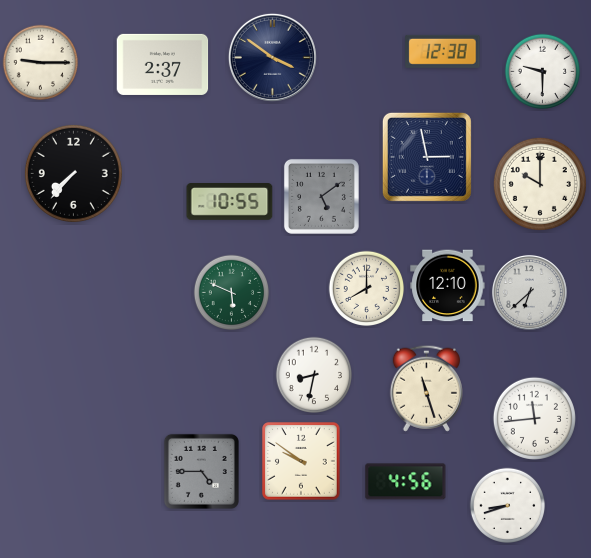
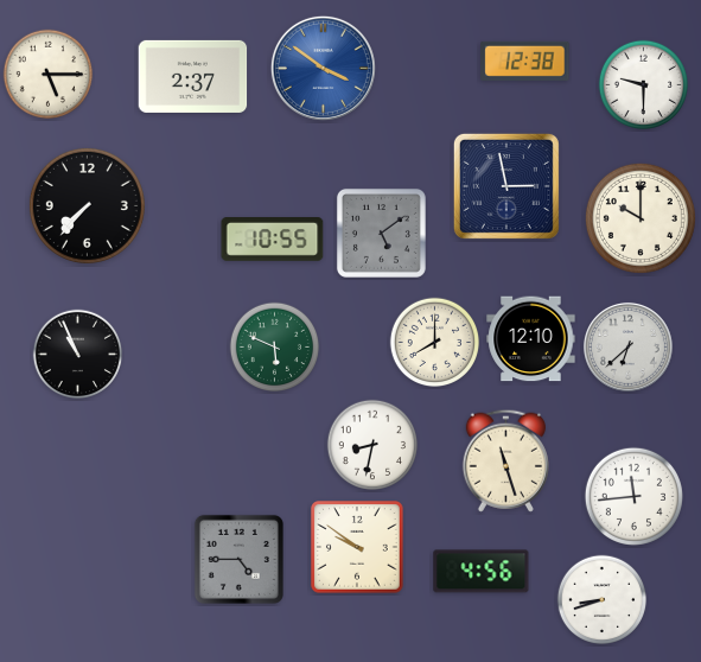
clock at (272, 57) dial: navy -> blue
clock at (41, 63): 9:15 -> 5:15
clock at (78, 355): none -> 10:56
